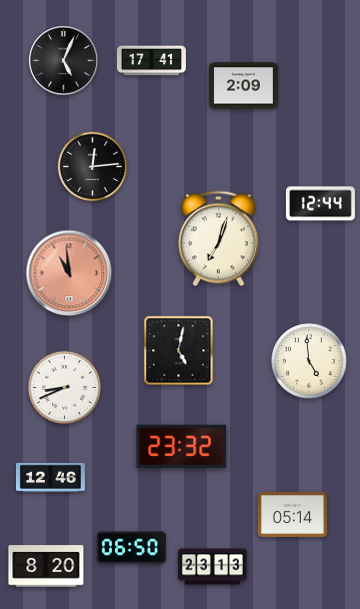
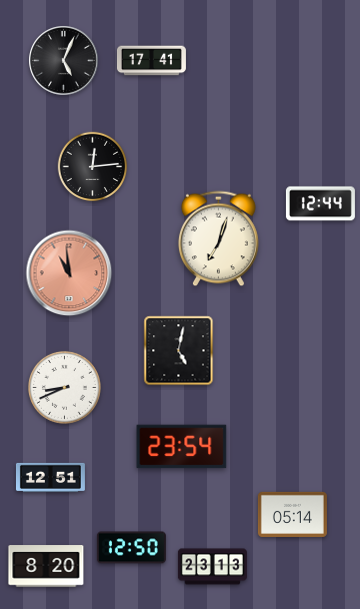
clock at (243, 86): 2:09 -> none
clock at (309, 361): 4:59 -> none
clock at (182, 447): 23:32 -> 23:54
clock at (50, 477): 12:46 -> 12:51
clock at (131, 548): 06:50 -> 12:50
